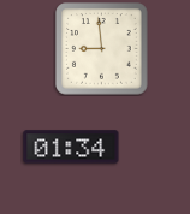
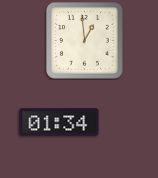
clock at (102, 49): 8:59 -> 12:59
